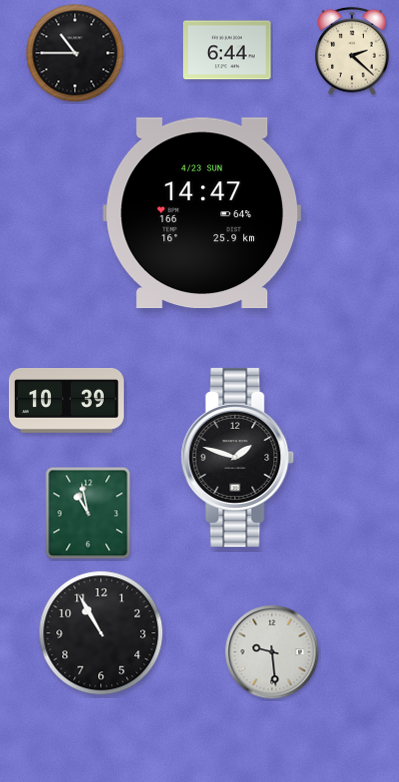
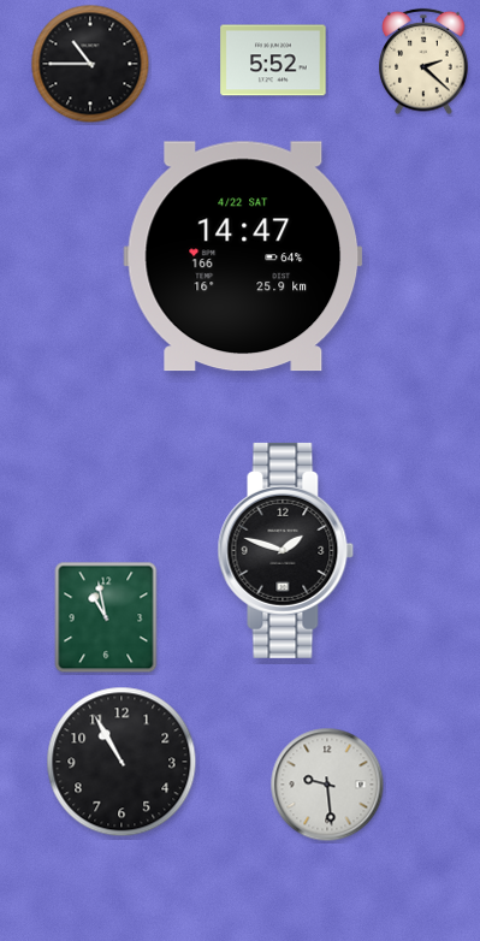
clock at (227, 50): 6:44 -> 5:52
clock at (202, 213) date: 4/23 SUN -> 4/22 SAT
clock at (66, 401): 10:39 -> none
